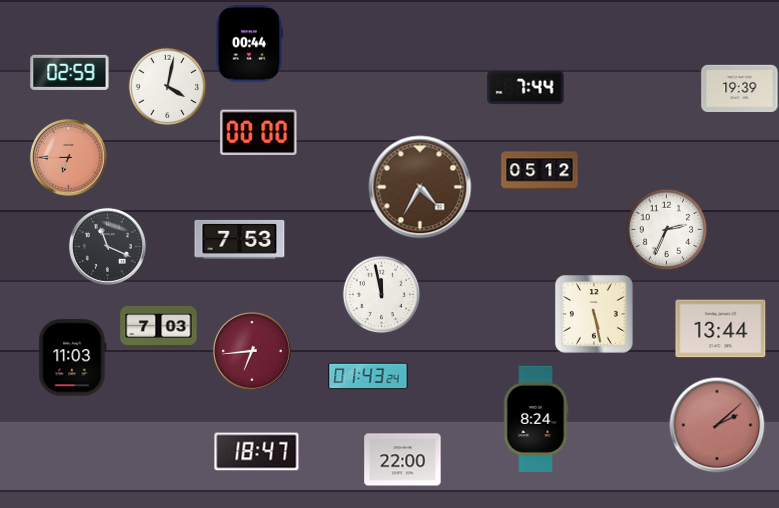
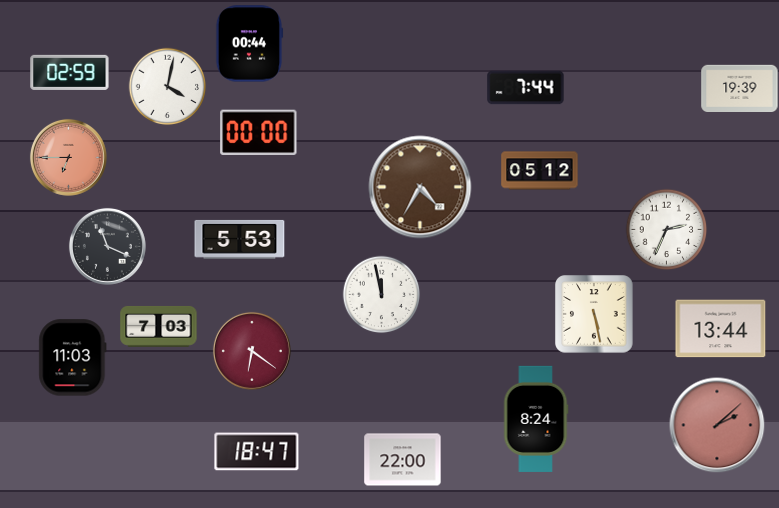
clock at (240, 239): 7:53 -> 5:53
clock at (252, 351): 6:44 -> 6:21
clock at (368, 376): 01:43 -> none
